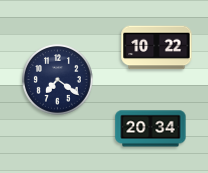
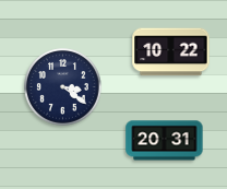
clock at (58, 80): 7:21 -> 3:21
clock at (151, 129): 20:34 -> 20:31
